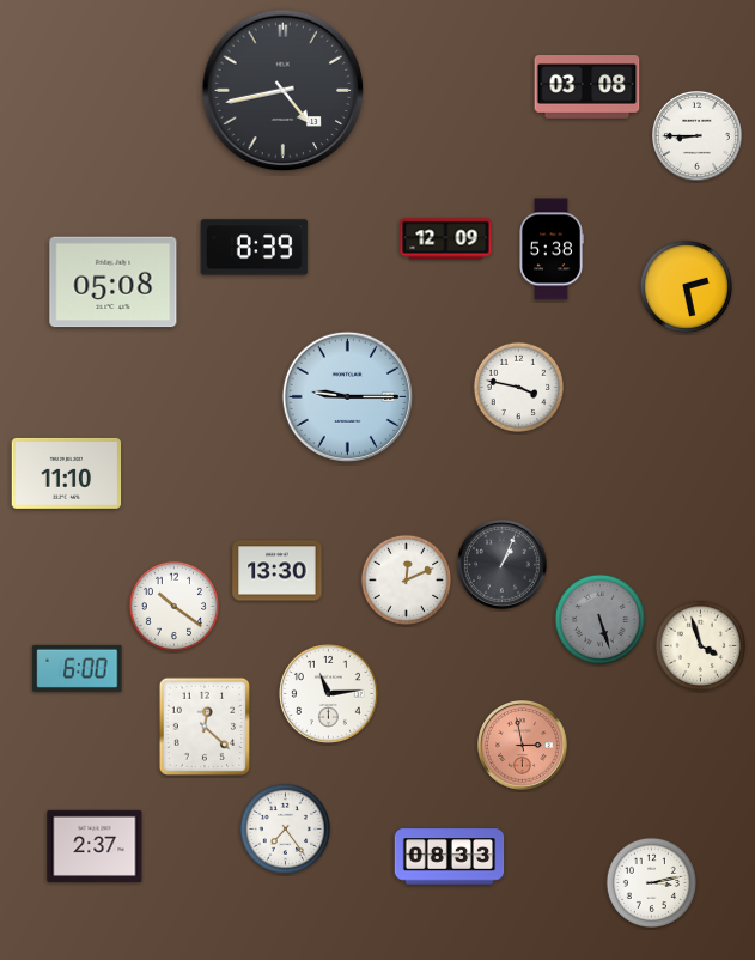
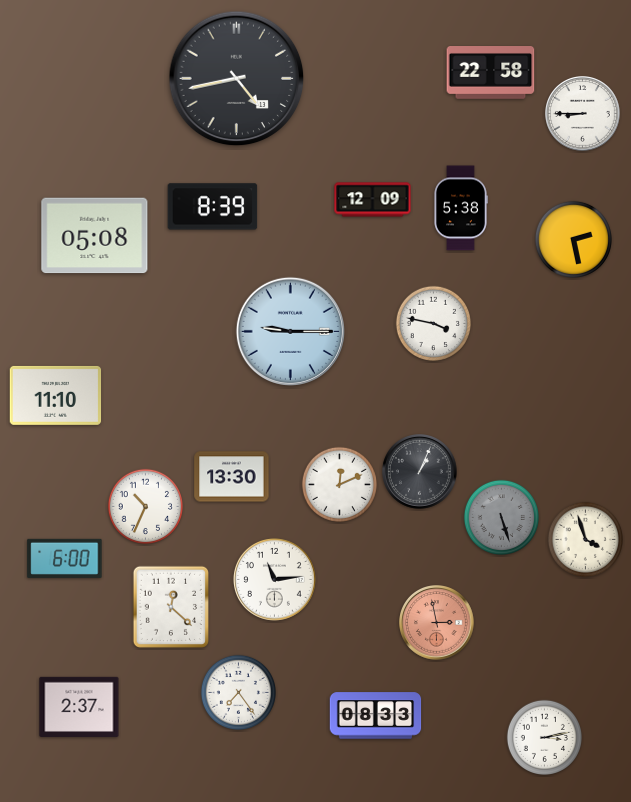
clock at (587, 87): 03:08 -> 22:58
clock at (284, 91) position: (284, 91) -> (237, 79)
clock at (173, 606): 10:21 -> 10:34
